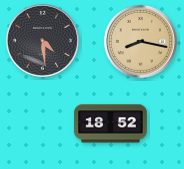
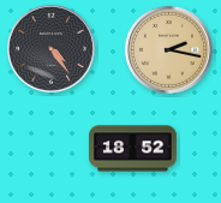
clock at (42, 40): 4:29 -> 4:24
clock at (140, 41): 8:17 -> 2:17
